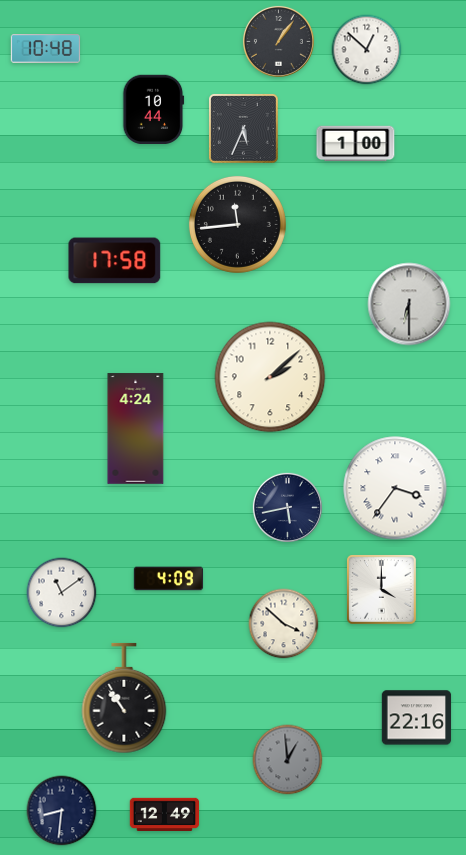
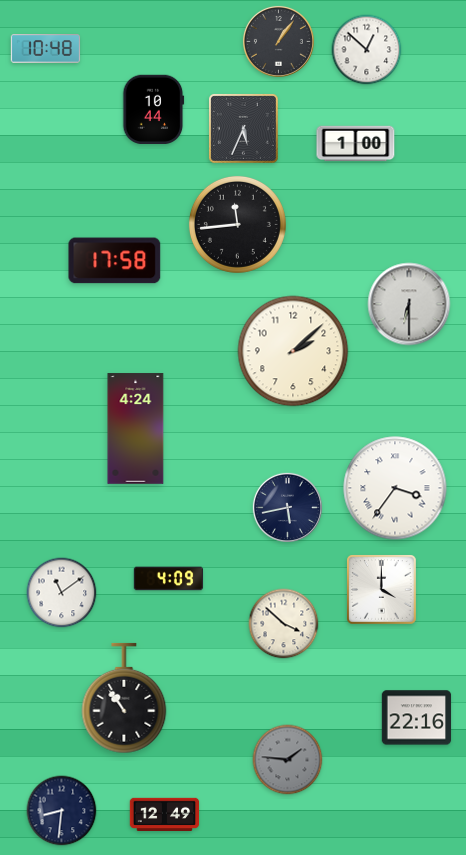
clock at (270, 377) position: (270, 377) -> (293, 351)
clock at (288, 760): 12:59 -> 1:46
